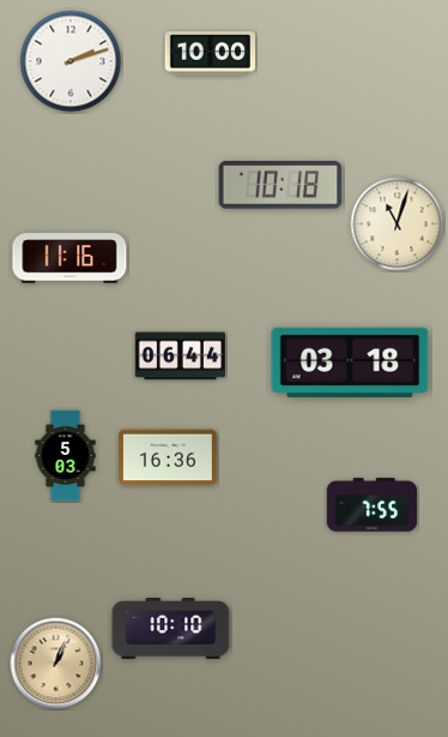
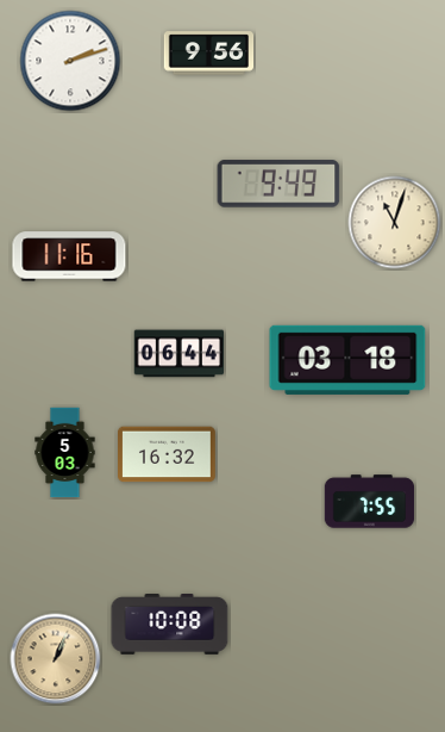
clock at (211, 54): 10:00 -> 9:56
clock at (280, 185): 10:18 -> 9:49
clock at (169, 457): 16:36 -> 16:32
clock at (171, 629): 10:10 -> 10:08
